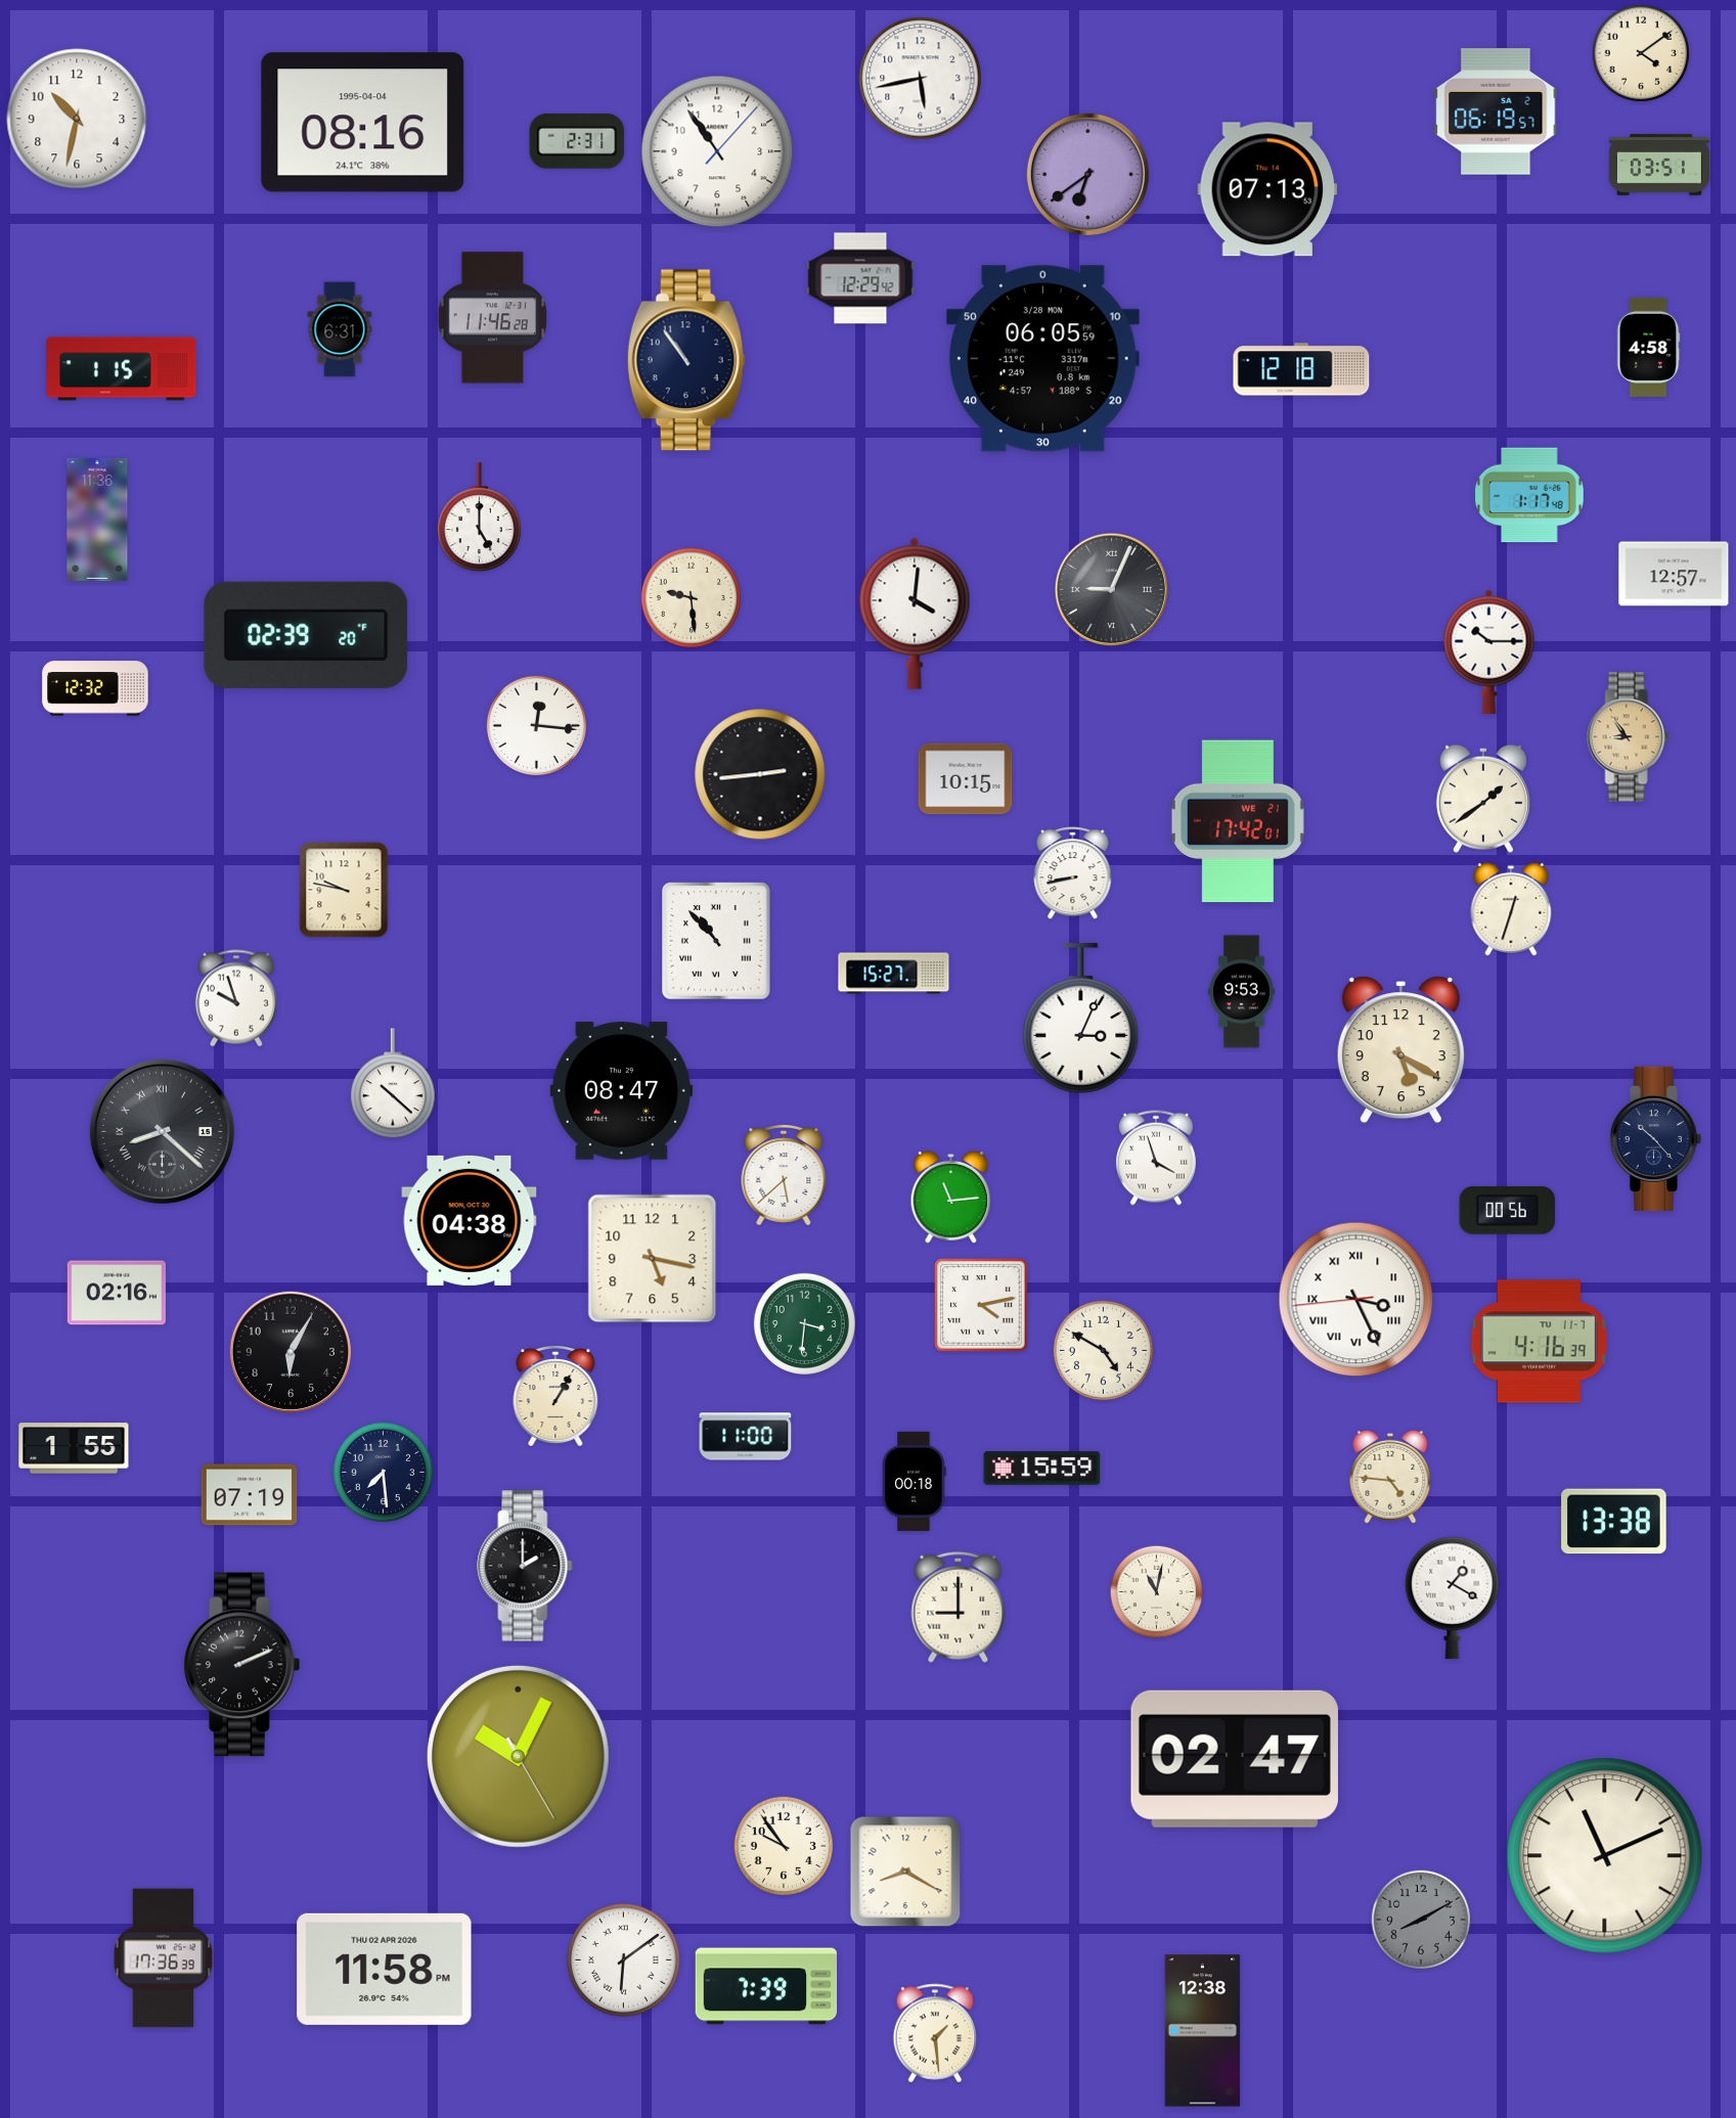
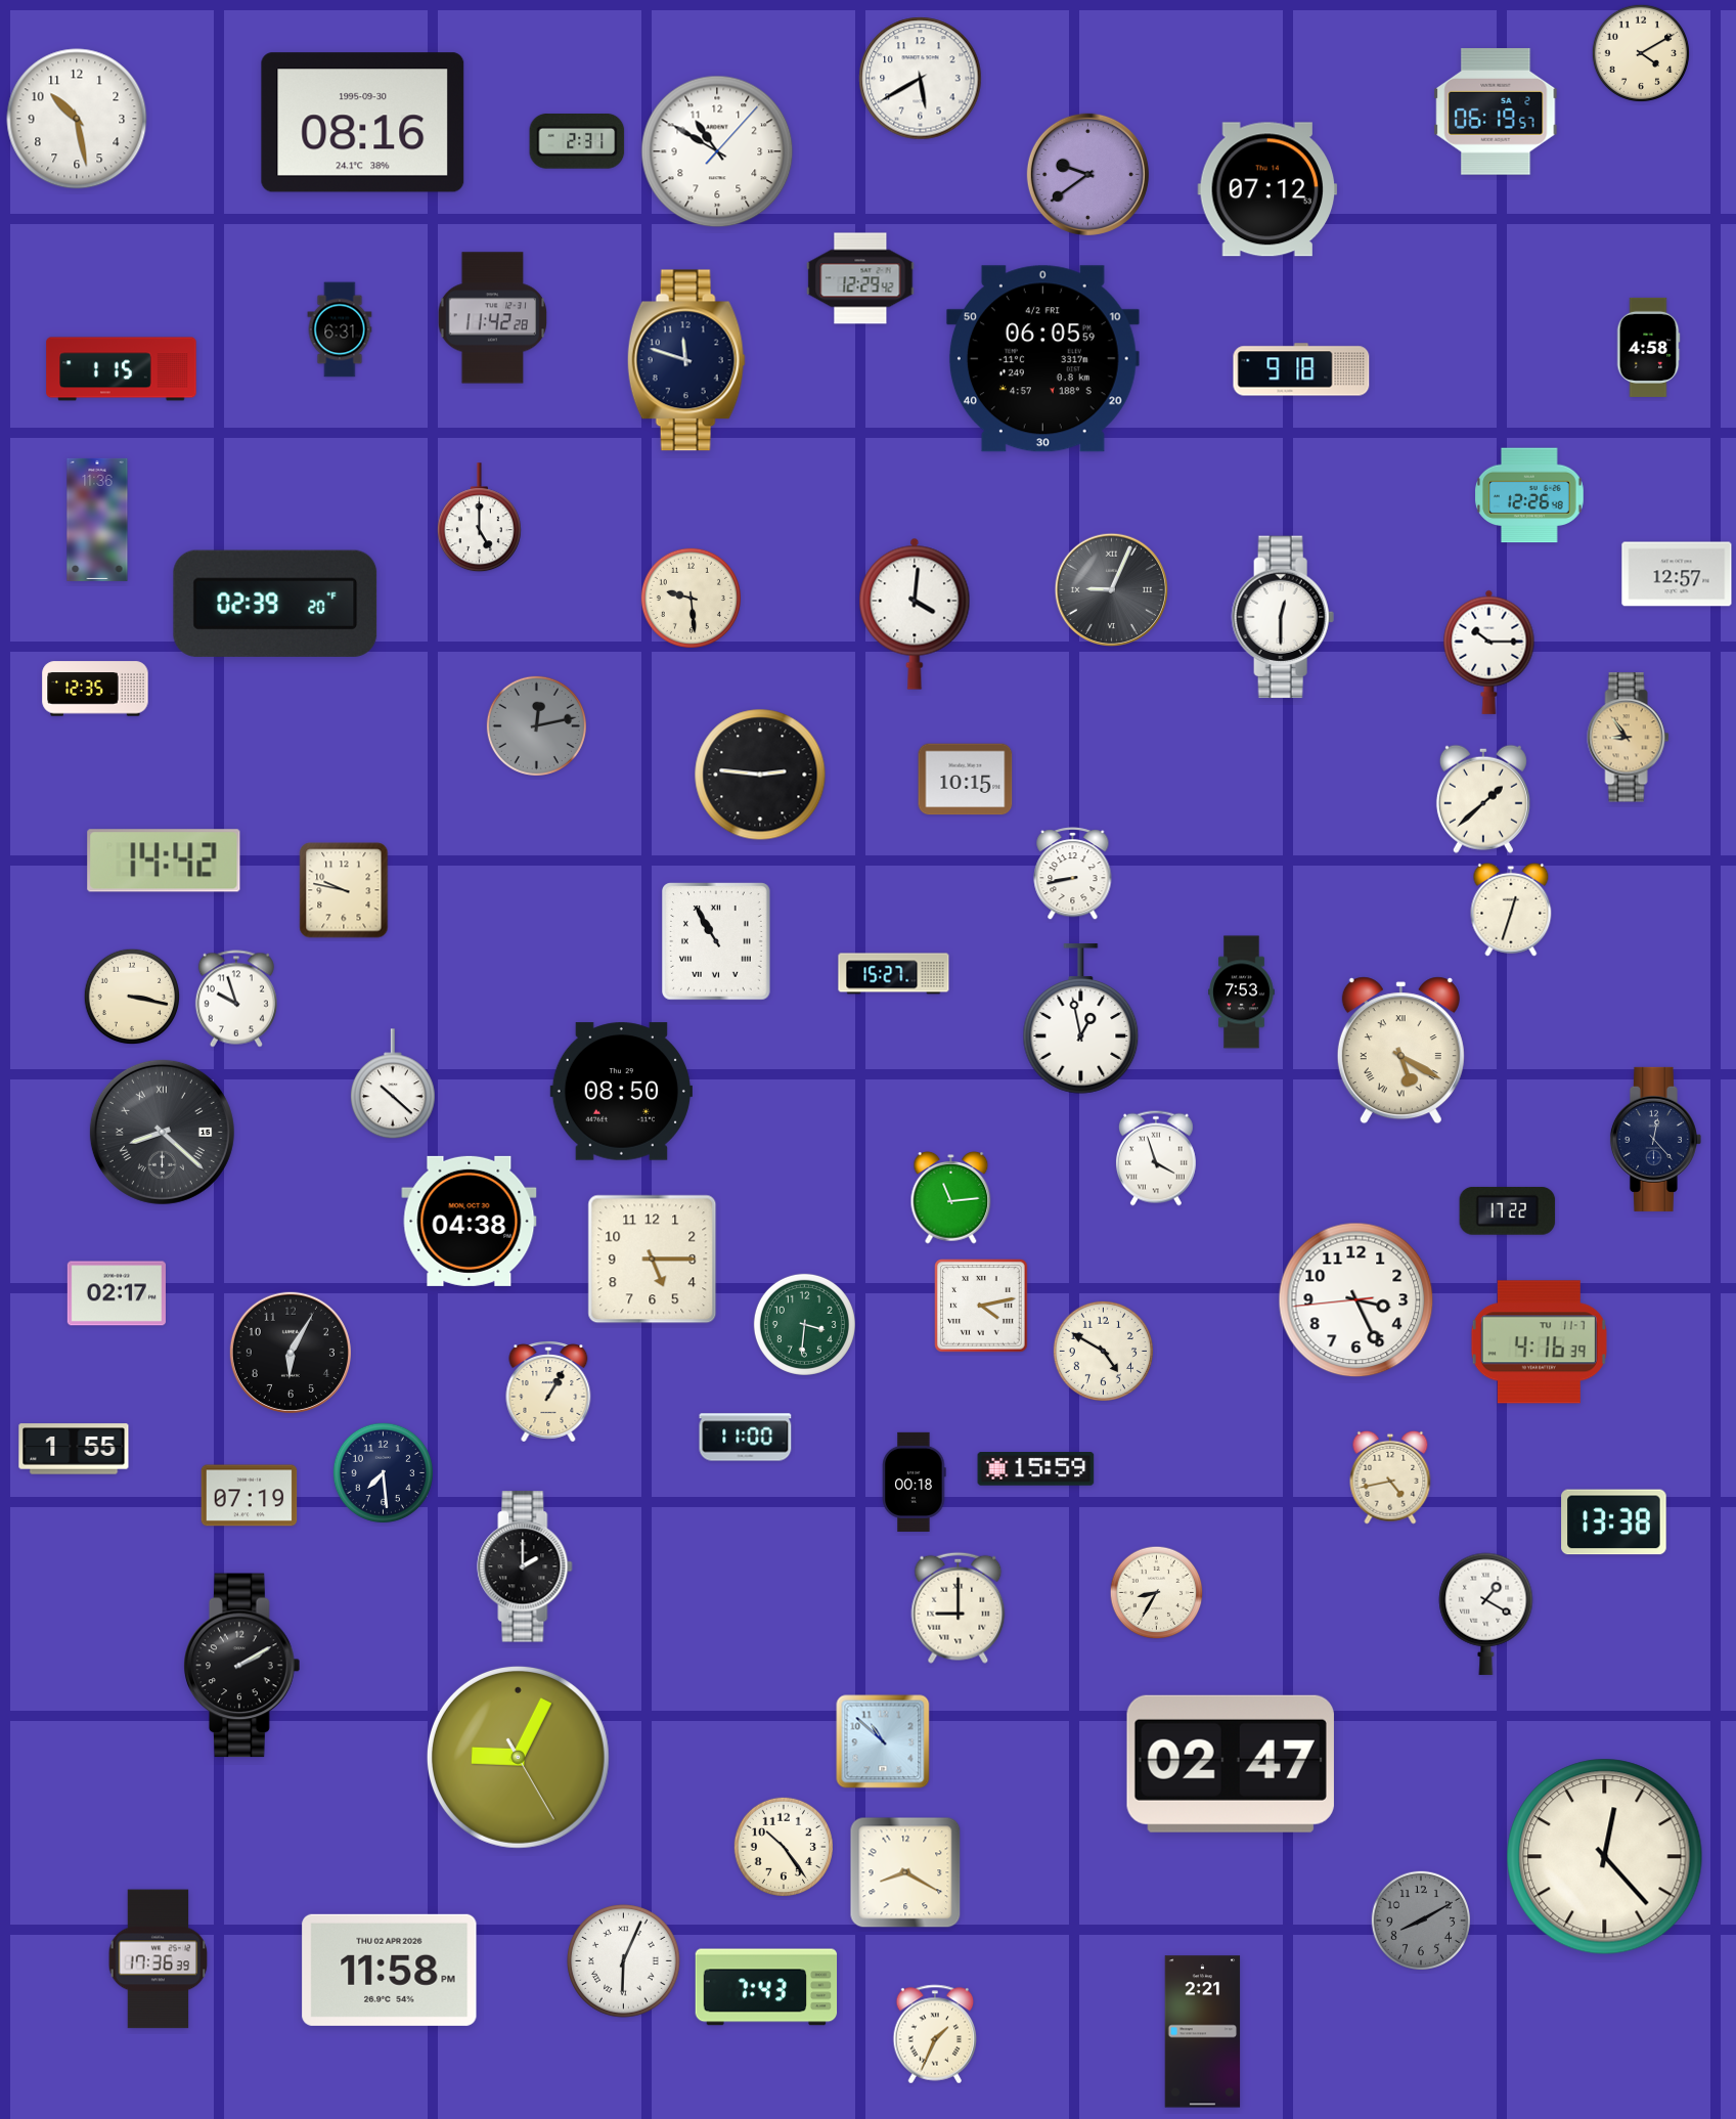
clock at (1640, 52): 4:09 -> 4:10
clock at (921, 79): 5:43 -> 5:40
clock at (77, 119): 10:32 -> 10:28
clock at (363, 123) date: 1995-04-04 -> 1995-09-30
clock at (717, 151): 10:54 -> 10:50
clock at (1659, 165): 03:51 -> none
clock at (1087, 174): 6:39 -> 9:39
clock at (1267, 189): 07:13 -> 07:12
clock at (493, 318): 11:46 -> 11:42
clock at (1042, 359) date: 3/28 MON -> 4/2 FRI
clock at (686, 360): 10:54 -> 11:48
clock at (1301, 369): 12:18 -> 9:18
clock at (1529, 495): 1:17 -> 12:26
clock at (1674, 574) position: (1674, 574) -> (1677, 574)
clock at (1283, 617): none -> 12:30
clock at (306, 635) position: (306, 635) -> (275, 604)
clock at (95, 688): 12:32 -> 12:35
clock at (536, 725): 12:16 -> 12:13
clock at (536, 725) dial: white -> grey
clock at (760, 774): 2:44 -> 2:46
clock at (1483, 799): 1:39 -> 1:38
clock at (1238, 821): 17:42 -> none
clock at (164, 860): none -> 14:42
clock at (717, 941): 10:53 -> 10:55
clock at (1242, 992): 9:53 -> 7:53
clock at (132, 997): none -> 3:17
clock at (1081, 1019): 3:04 -> 12:58
clock at (1400, 1050) numerals: Arabic -> Roman
clock at (621, 1091): 08:47 -> 08:50
clock at (1655, 1138): 10:23 -> 12:23
clock at (784, 1176): 5:38 -> none
clock at (1508, 1211): 00:56 -> 17:22
clock at (653, 1259): 5:17 -> 5:15
clock at (117, 1293): 02:16 -> 02:17
clock at (1356, 1300) numerals: Roman -> Arabic
clock at (555, 1397) position: (555, 1397) -> (548, 1393)
clock at (1042, 1469) position: (1042, 1469) -> (1036, 1469)
clock at (1390, 1477): 4:46 -> 4:43
clock at (1157, 1592): 11:02 -> 8:35
clock at (1453, 1597) position: (1453, 1597) -> (1486, 1614)
clock at (242, 1665): 2:11 -> 2:10
clock at (883, 1741): none -> 10:52
clock at (518, 1756): 10:04 -> 9:04
clock at (1235, 1759) position: (1235, 1759) -> (1231, 1764)
clock at (784, 1846): 9:54 -> 10:24
clock at (1605, 1856): 11:11 -> 12:23
clock at (164, 1958) position: (164, 1958) -> (159, 1959)
clock at (624, 1961): 6:09 -> 6:04
clock at (385, 1969) position: (385, 1969) -> (390, 1970)
clock at (766, 1986): 7:39 -> 7:43
clock at (1203, 2031): 12:38 -> 2:21
clock at (935, 2033): 1:29 -> 1:34
